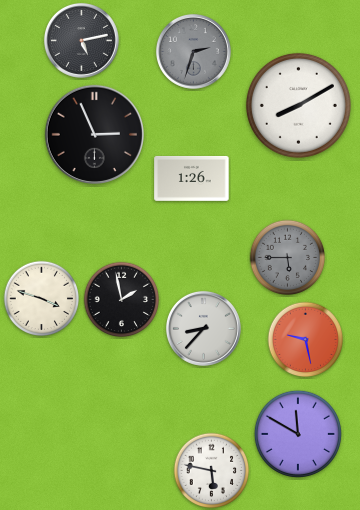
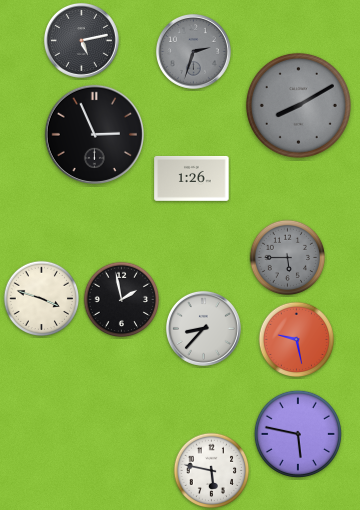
clock at (298, 105) dial: white -> grey
clock at (306, 340) position: (306, 340) -> (297, 340)
clock at (298, 434): 11:50 -> 5:47
